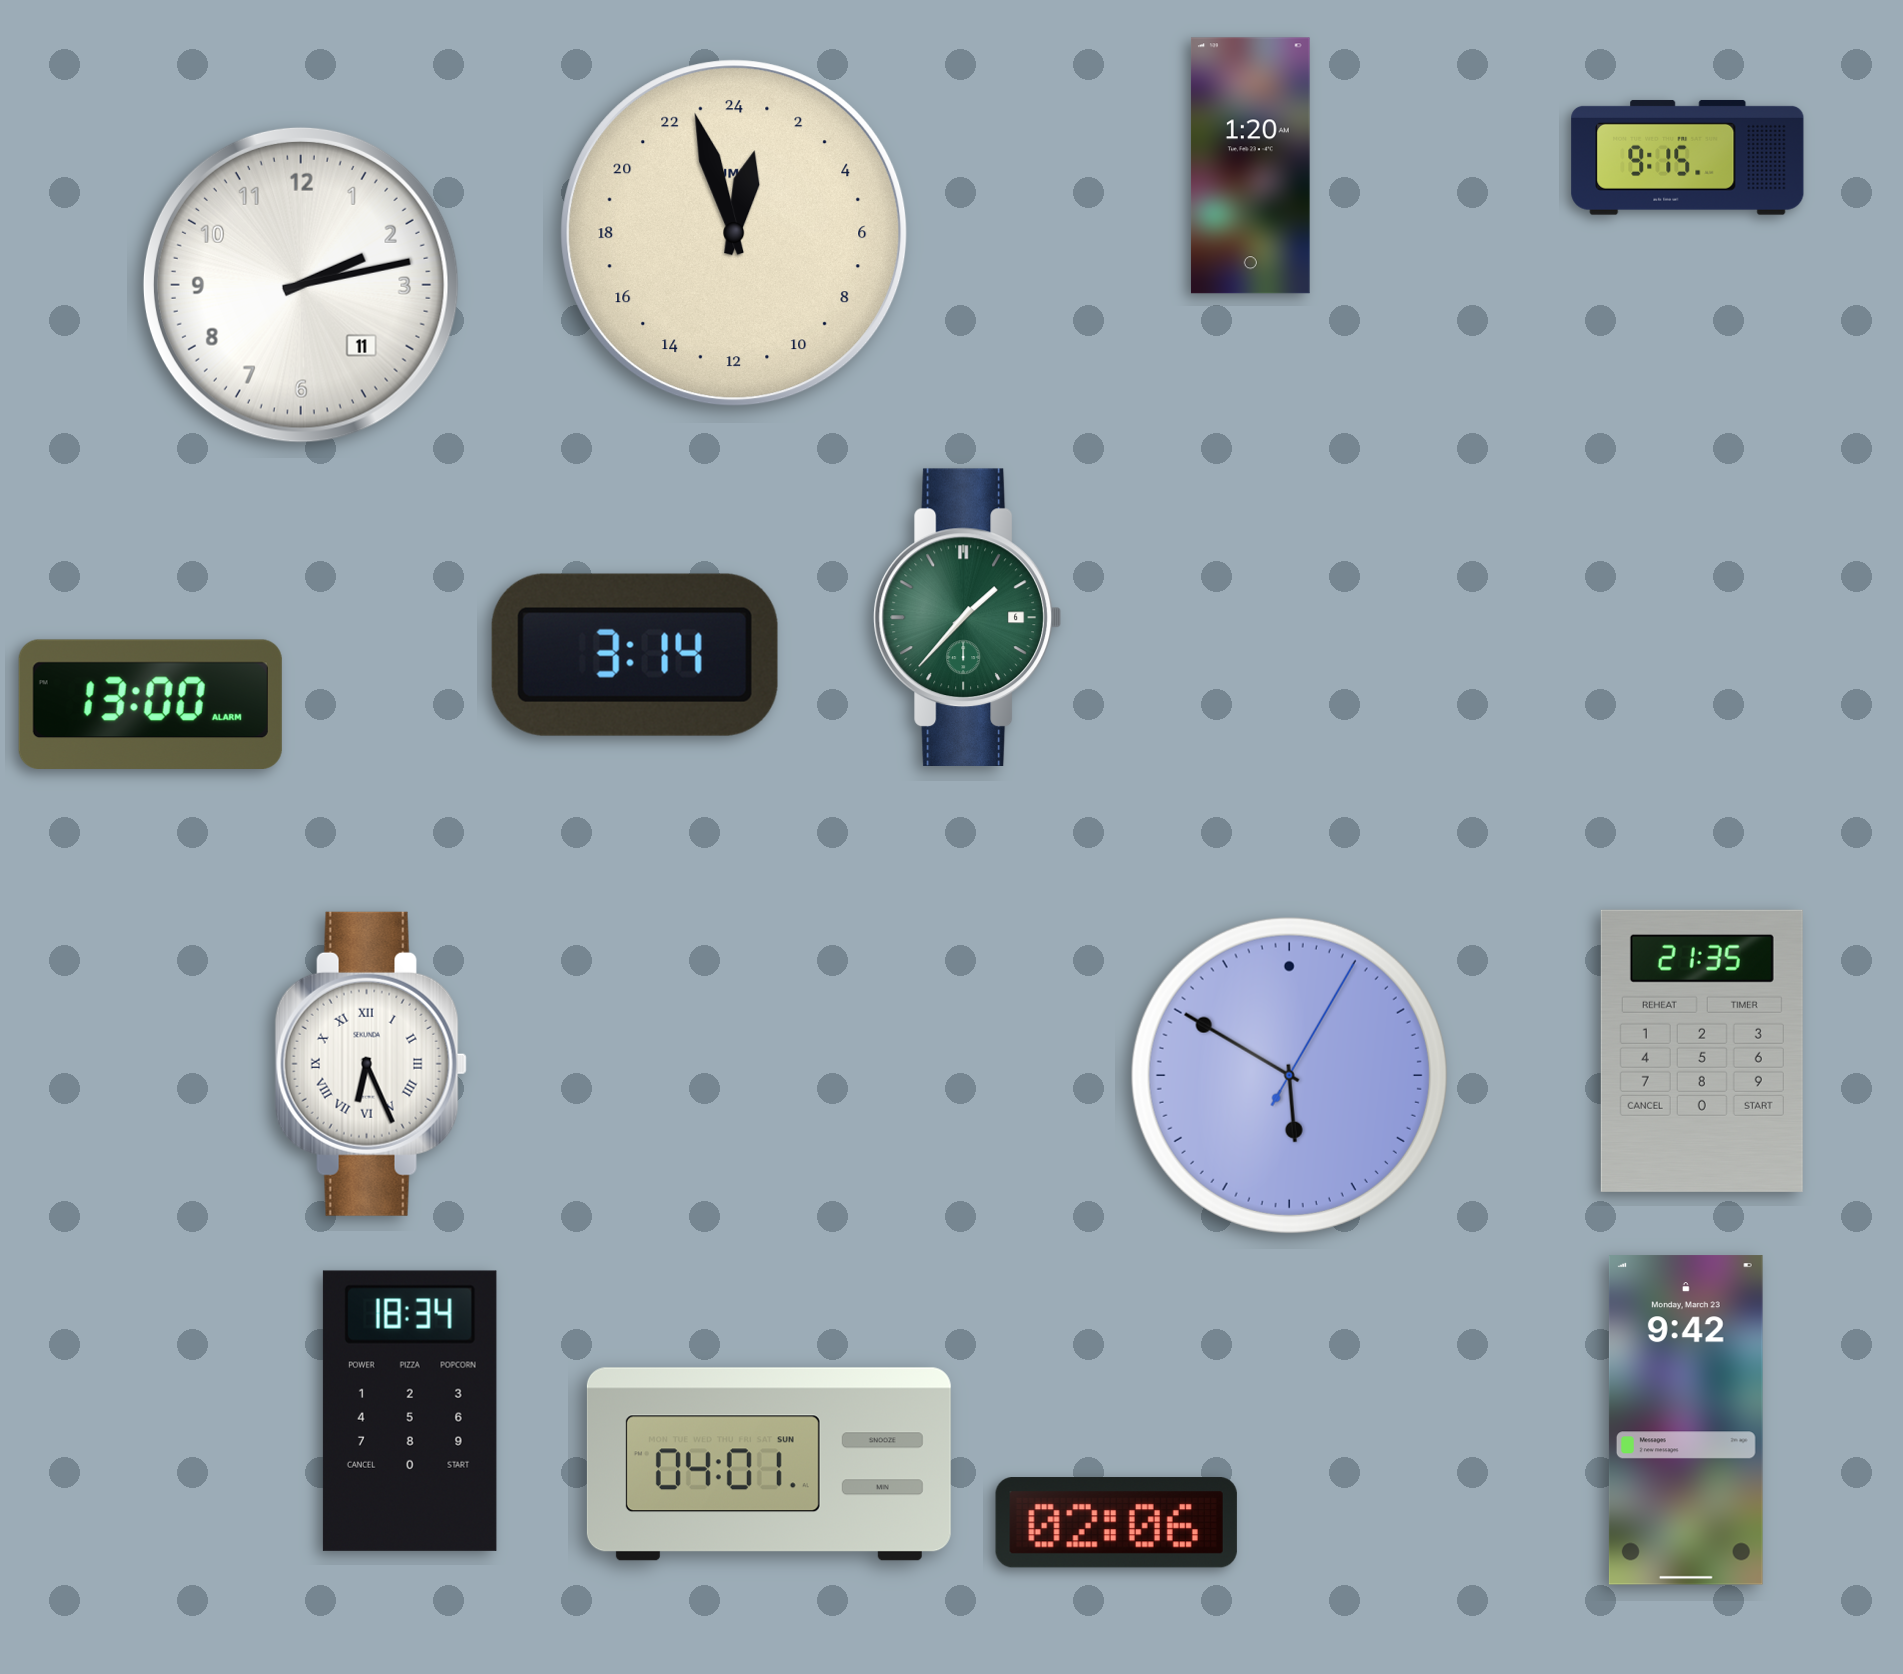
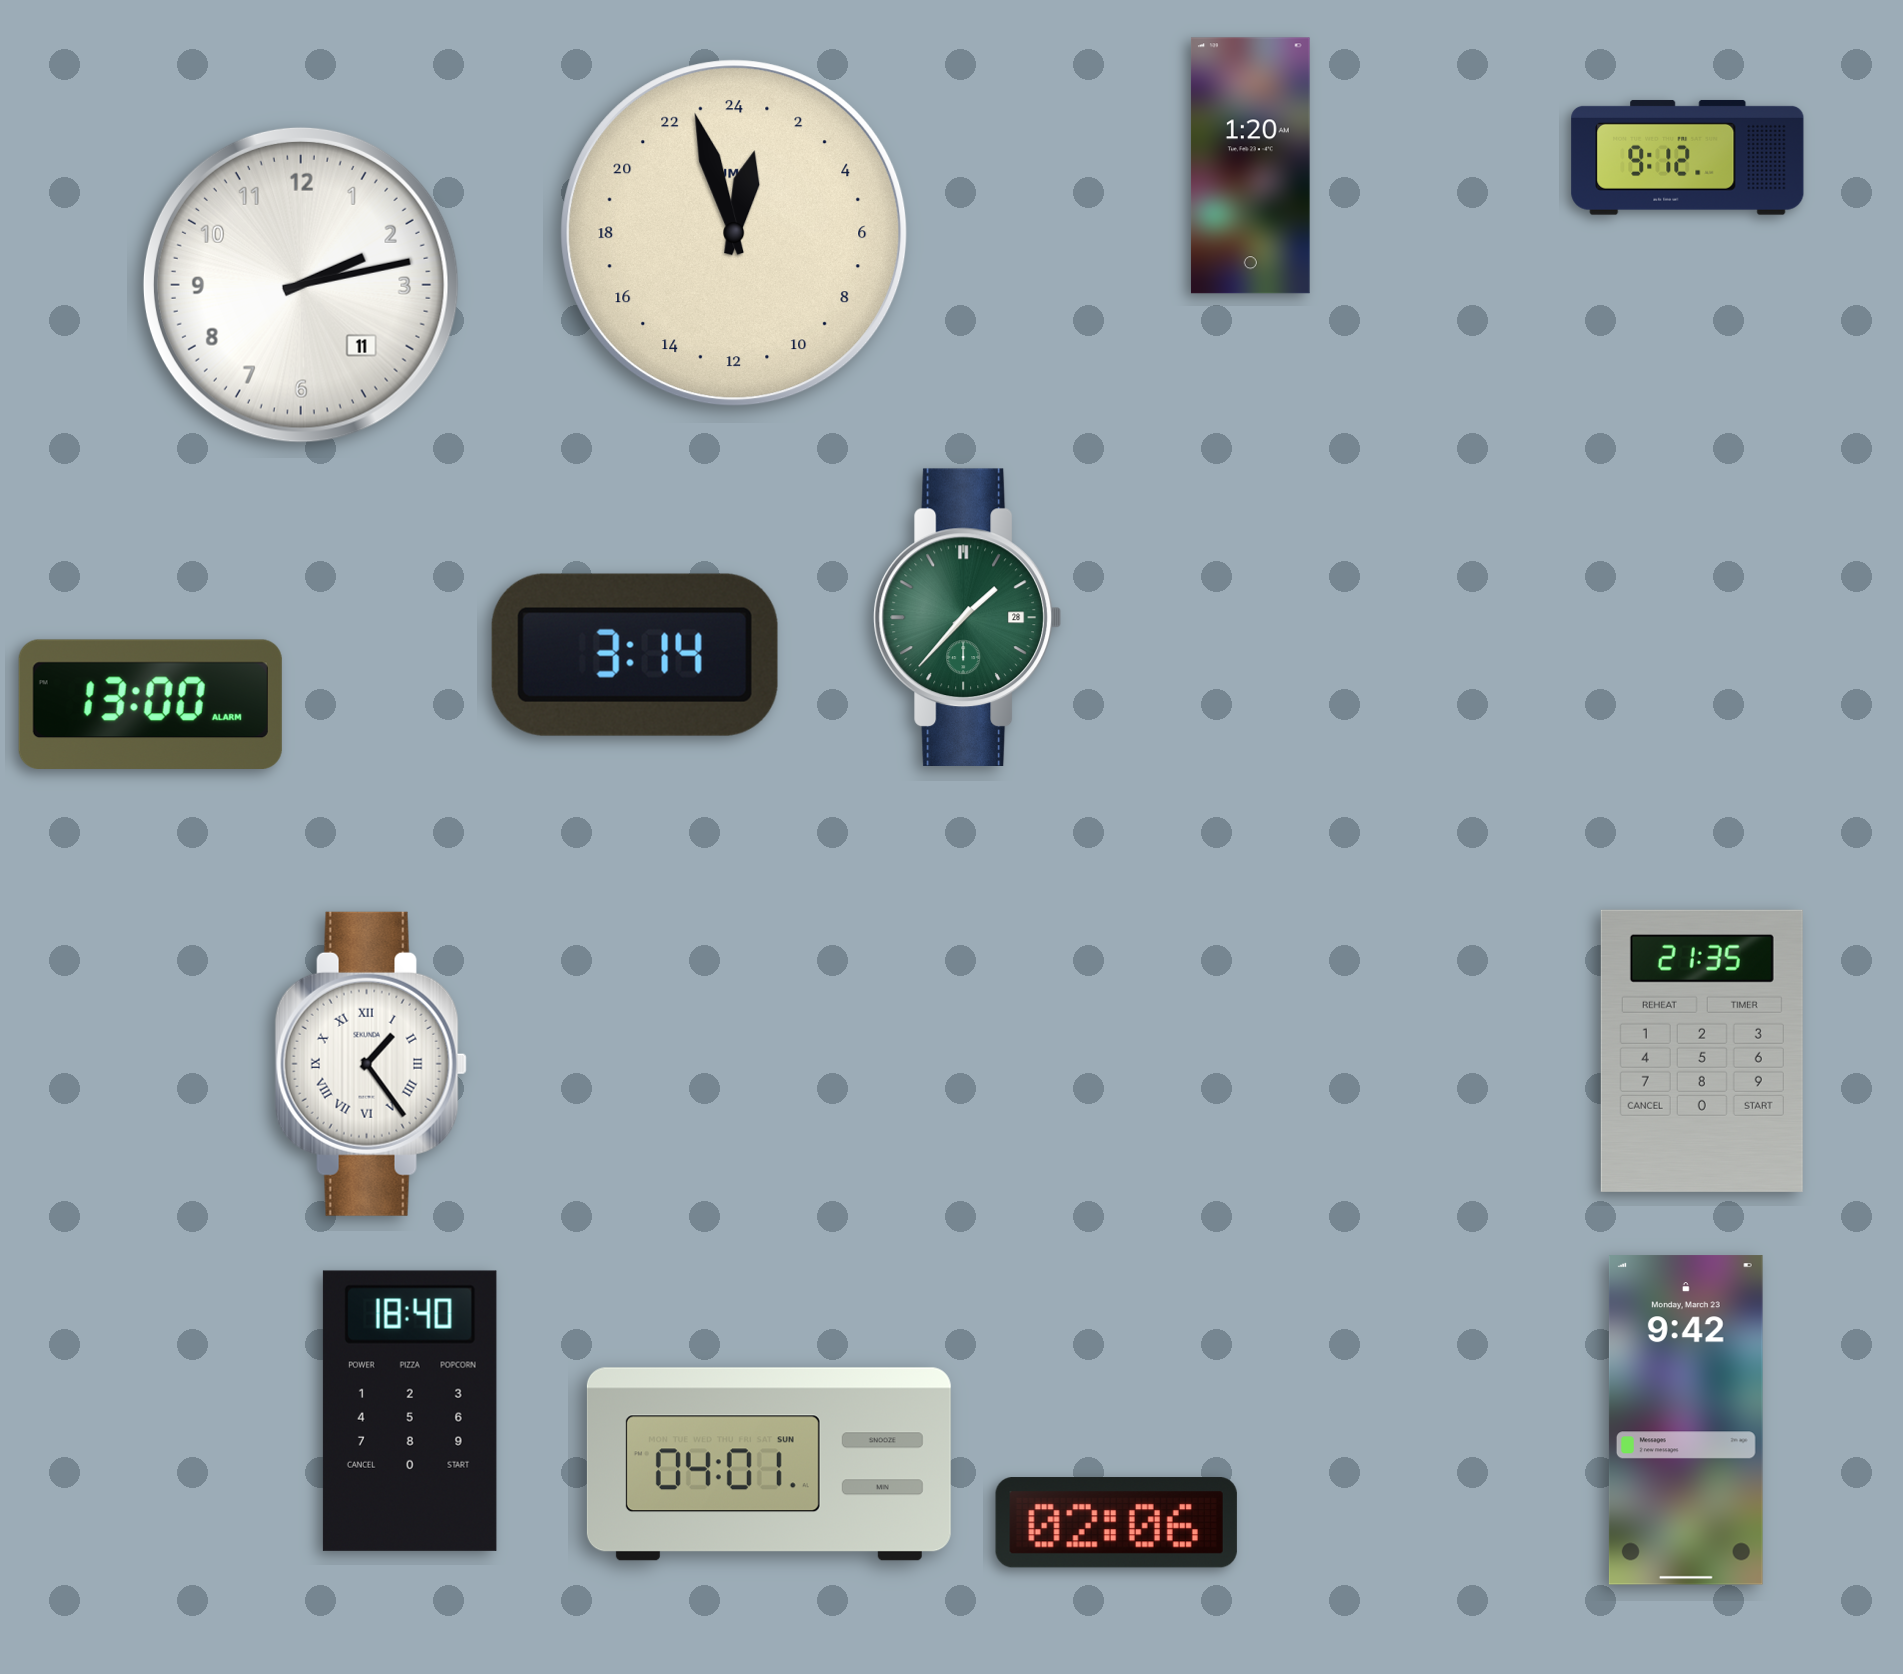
clock at (1688, 157): 9:15 -> 9:12
clock at (967, 617) date: 6 -> 28
clock at (371, 1064): 6:26 -> 1:24
clock at (1289, 1075): 5:50 -> none
clock at (410, 1411): 18:34 -> 18:40
